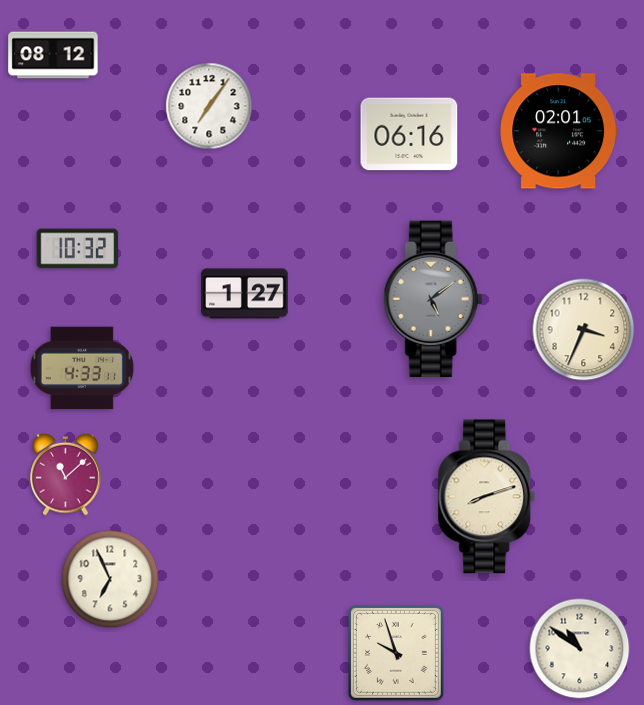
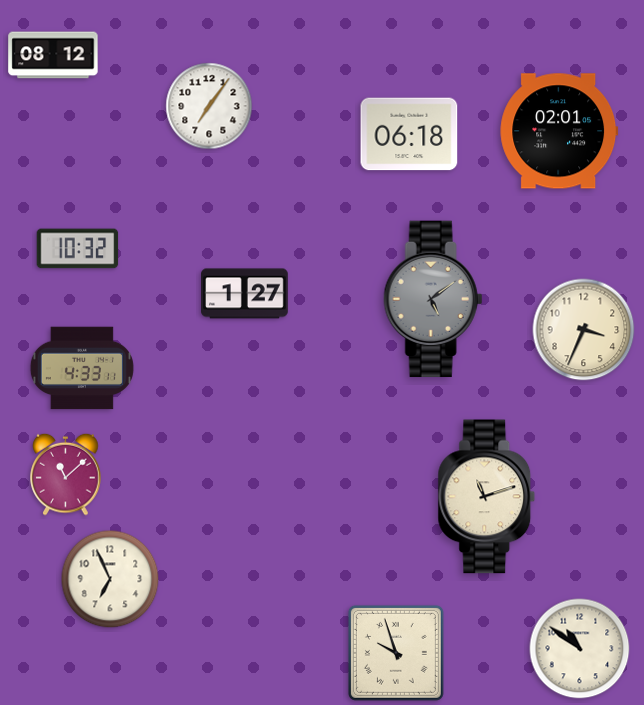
clock at (409, 134): 06:16 -> 06:18
clock at (487, 497): 8:12 -> 11:12
